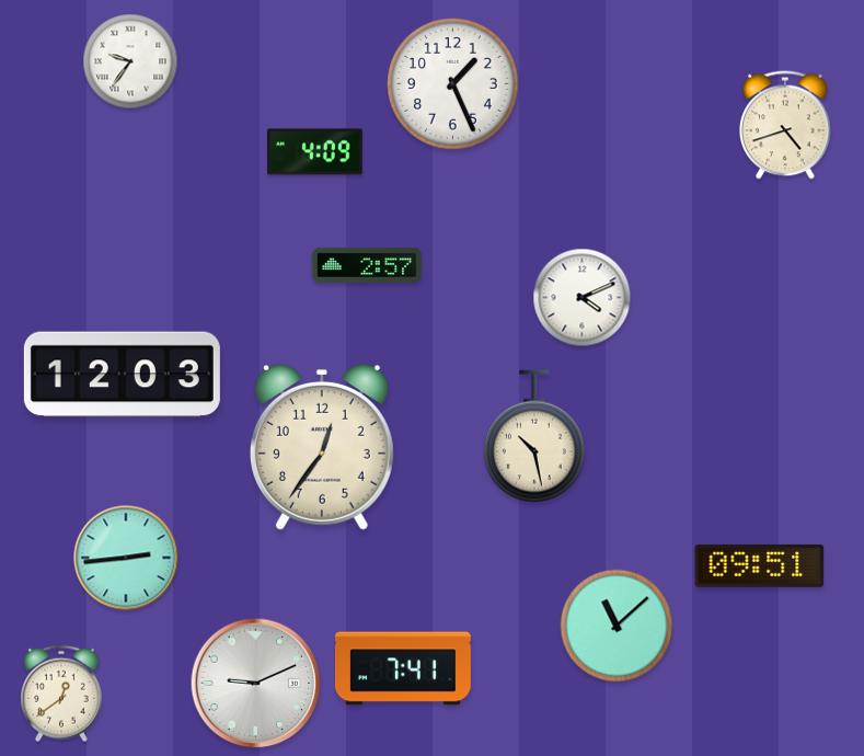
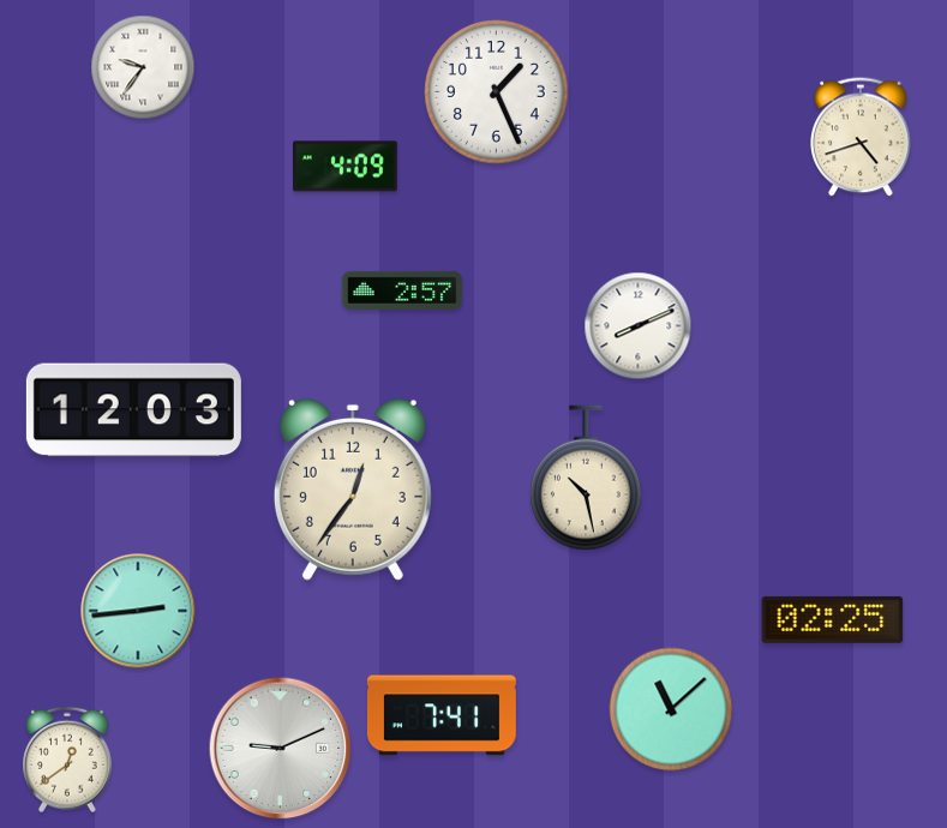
clock at (583, 298): 4:11 -> 8:11
clock at (760, 565): 09:51 -> 02:25
clock at (617, 626) position: (617, 626) -> (671, 709)
clock at (403, 668) position: (403, 668) -> (442, 715)
